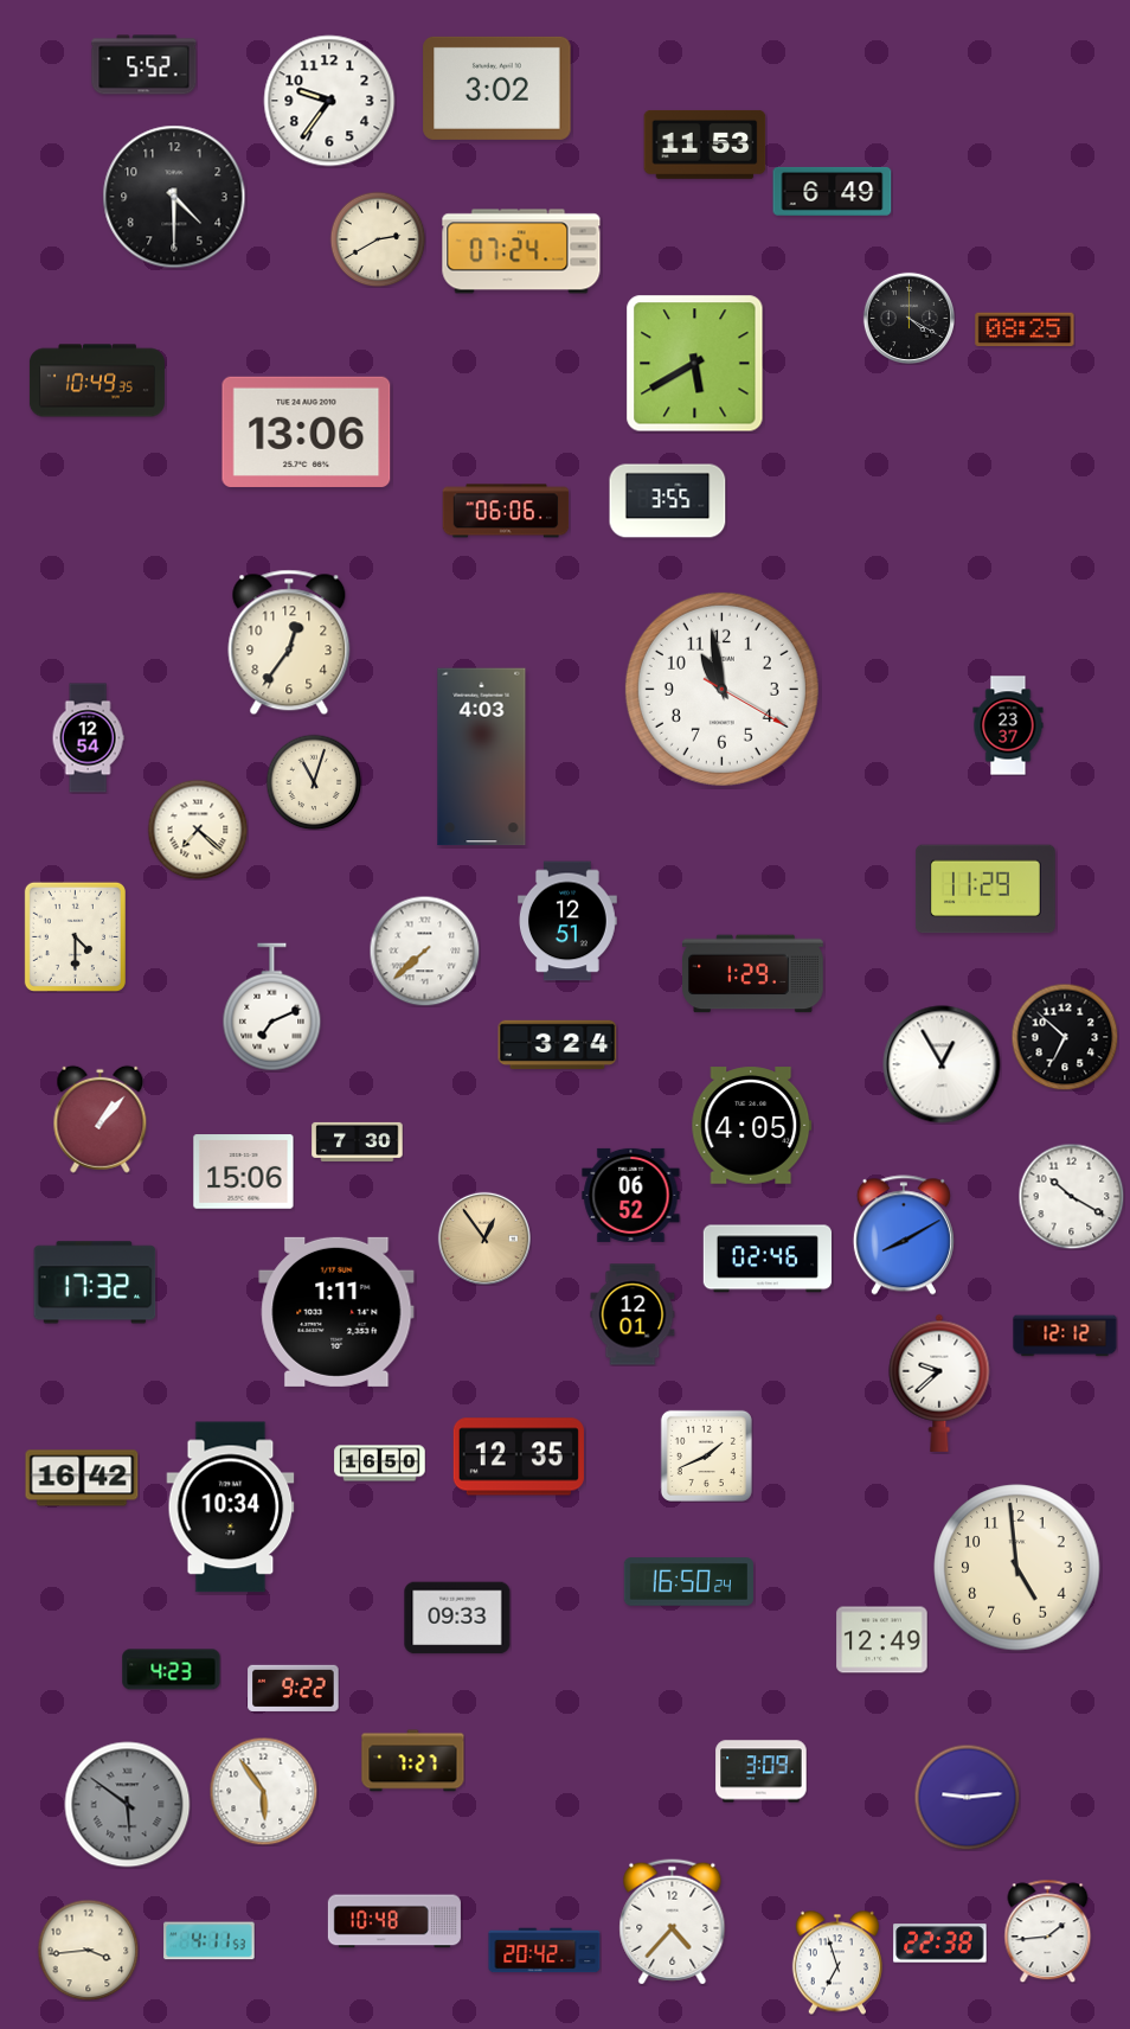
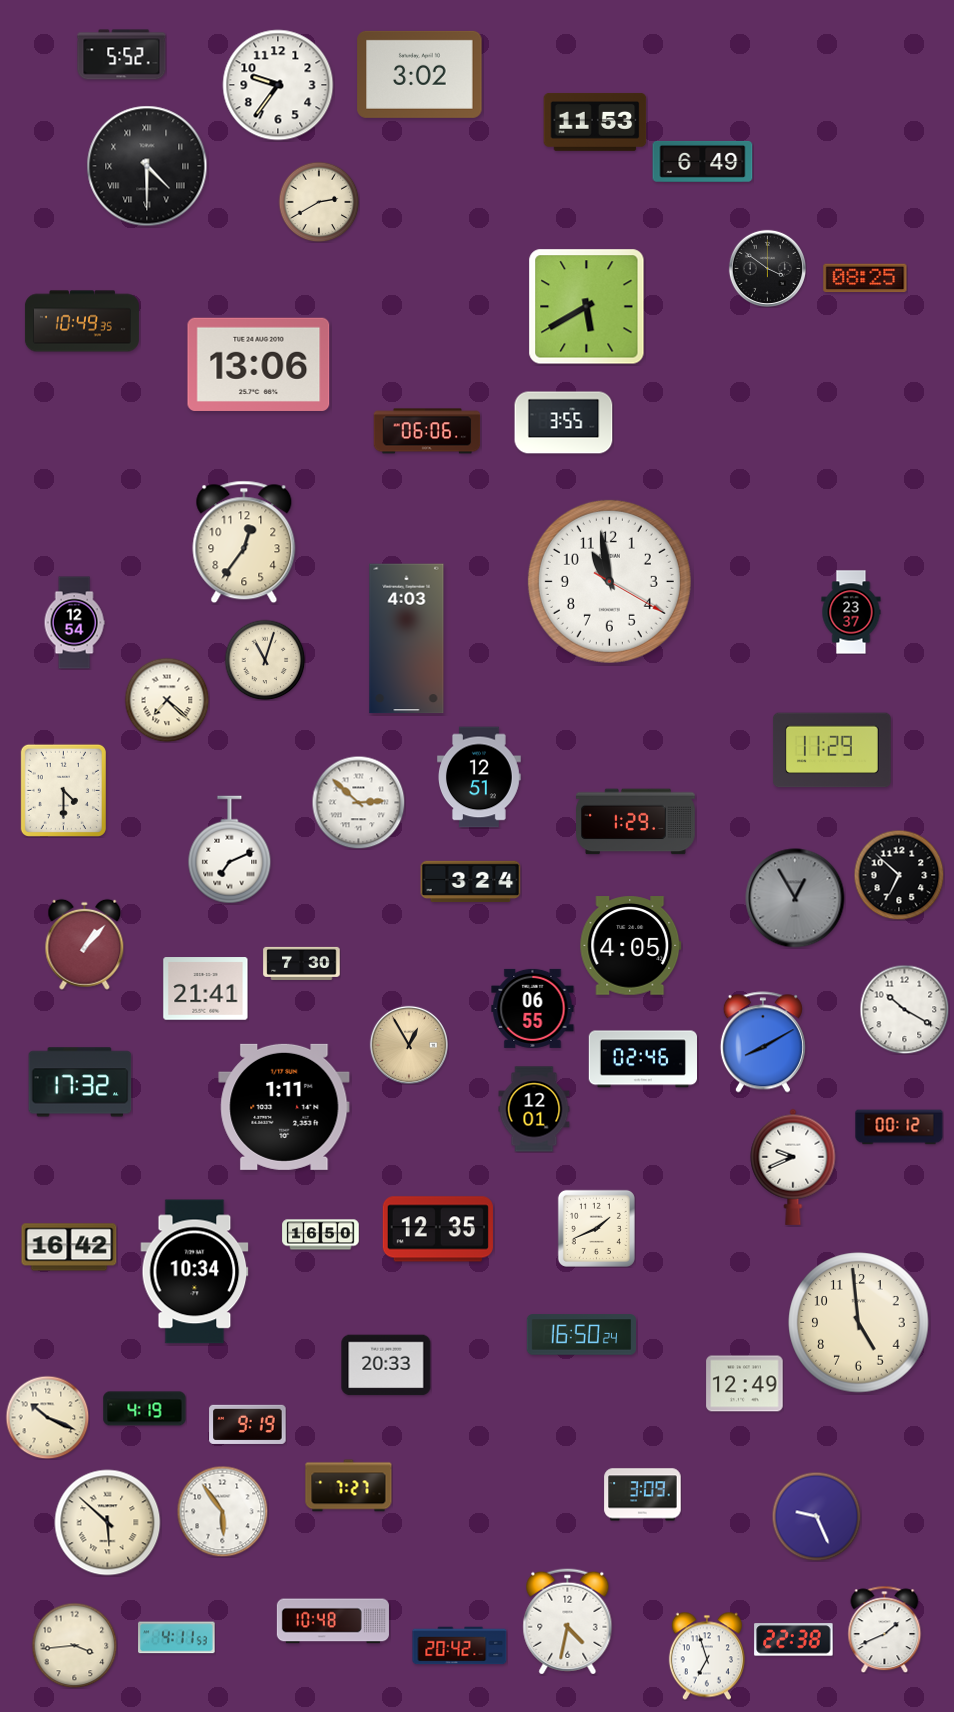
clock at (174, 197) numerals: Arabic -> Roman
clock at (521, 251): 07:24 -> none
clock at (909, 318): 4:20 -> 3:51
clock at (424, 951): 7:38 -> 2:52
clock at (942, 1064) dial: white -> grey
clock at (752, 1126) position: (752, 1126) -> (631, 946)
clock at (244, 1172): 15:06 -> 21:41
clock at (631, 1195): 06:52 -> 06:55
clock at (483, 1237): 12:54 -> 12:55
clock at (766, 1259) position: (766, 1259) -> (642, 1059)
clock at (1065, 1336): 12:12 -> 00:12
clock at (939, 1383): 9:38 -> 9:41
clock at (457, 1618): 09:33 -> 20:33
clock at (172, 1670): 4:23 -> 4:19
clock at (47, 1417): none -> 10:19
clock at (294, 1688): 9:22 -> 9:19
clock at (967, 1797): 9:14 -> 9:26
clock at (128, 1805): 5:51 -> 5:52
clock at (128, 1805) dial: grey -> cream
clock at (673, 1922): 4:37 -> 4:32
clock at (1048, 1931): 1:44 -> 1:41
